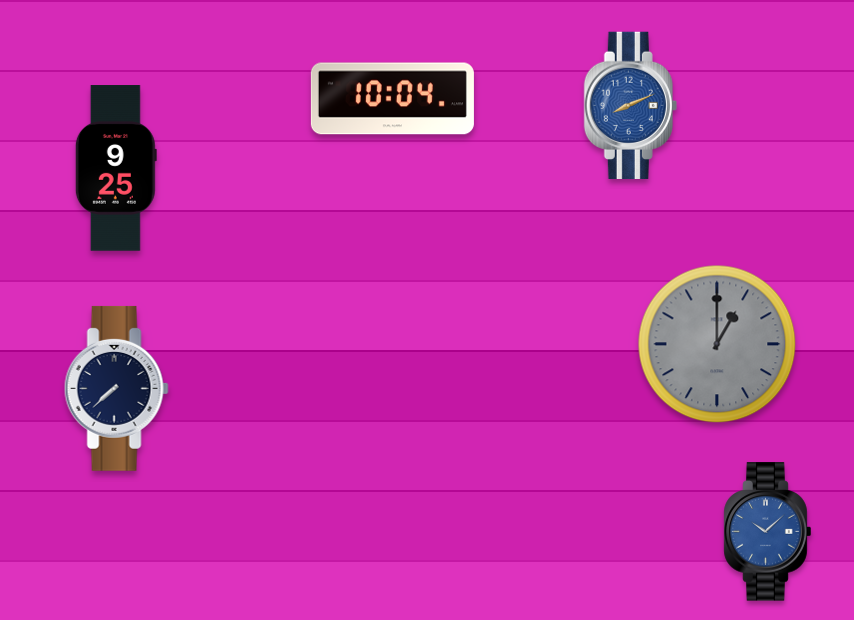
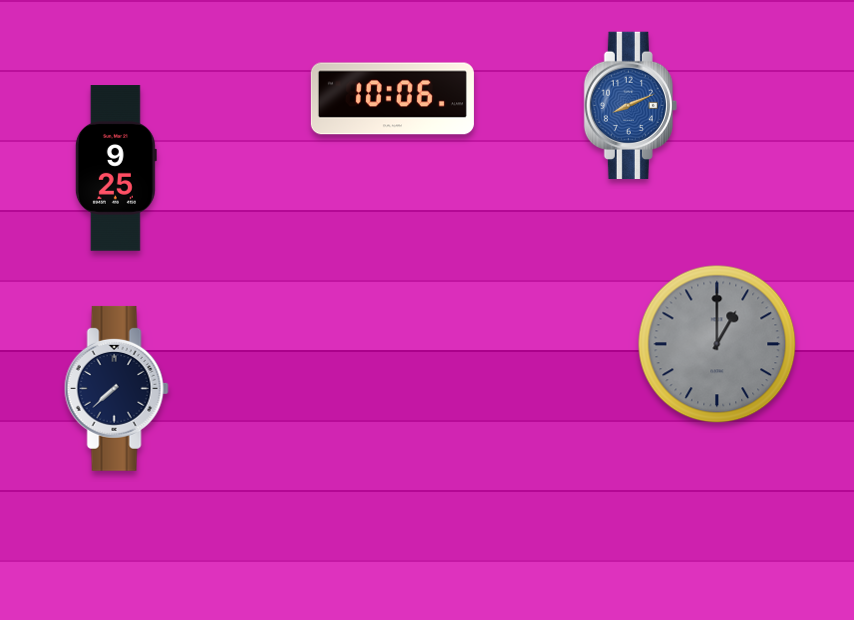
clock at (392, 99): 10:04 -> 10:06
clock at (768, 532): 10:08 -> none
